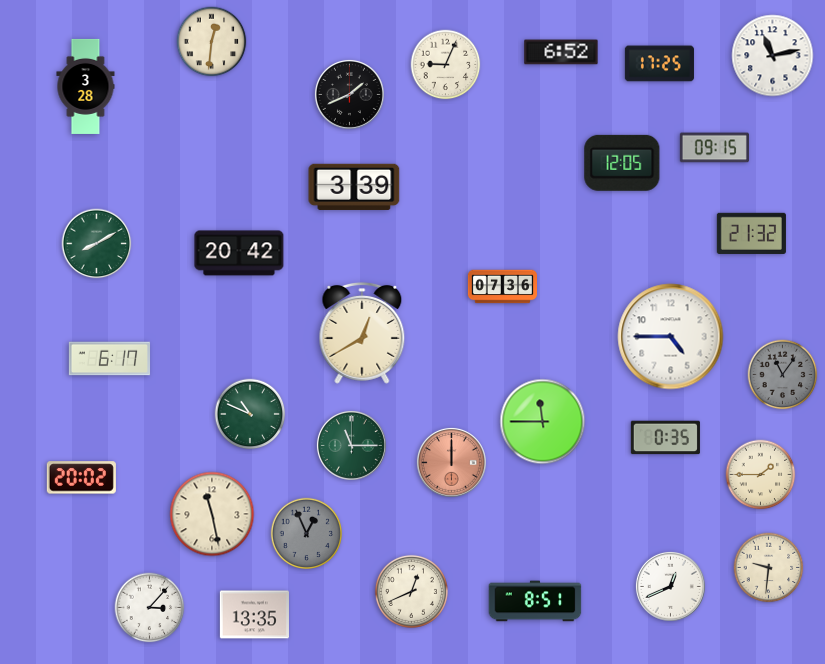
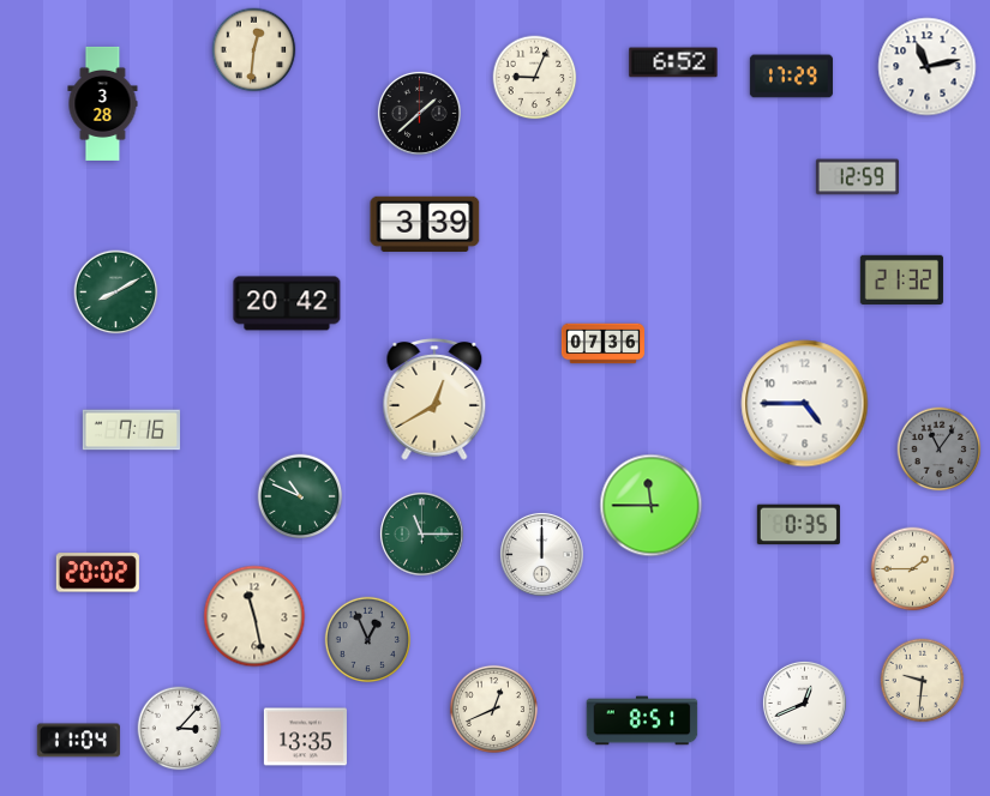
clock at (659, 64): 17:25 -> 17:29
clock at (349, 94): 1:41 -> 1:38
clock at (714, 148): 09:15 -> 12:59
clock at (622, 163): 12:05 -> none
clock at (110, 359): 6:17 -> 7:16
clock at (451, 462) dial: salmon -> white
clock at (78, 741): none -> 11:04
